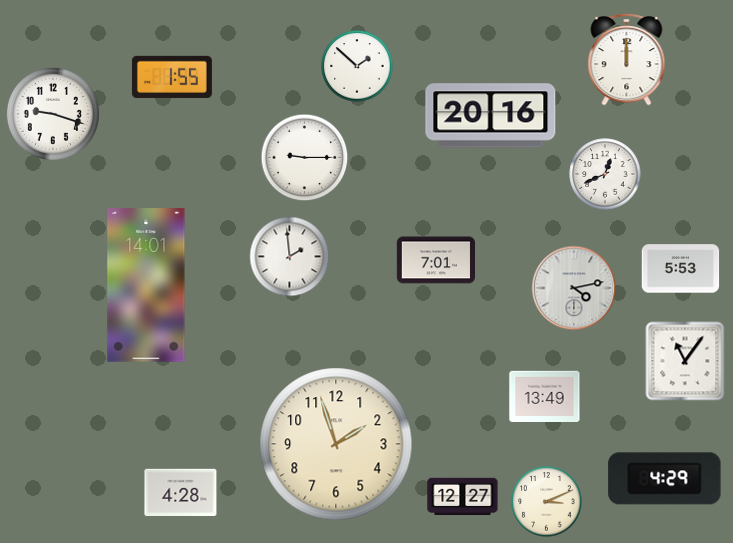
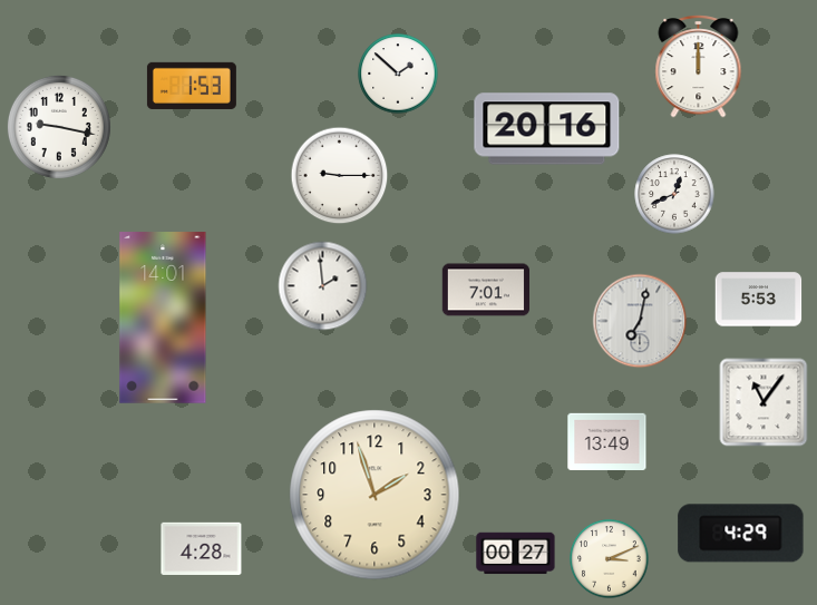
clock at (172, 77): 1:55 -> 1:53
clock at (53, 114): 9:18 -> 9:17
clock at (574, 288): 4:13 -> 7:02
clock at (463, 497): 12:27 -> 00:27
